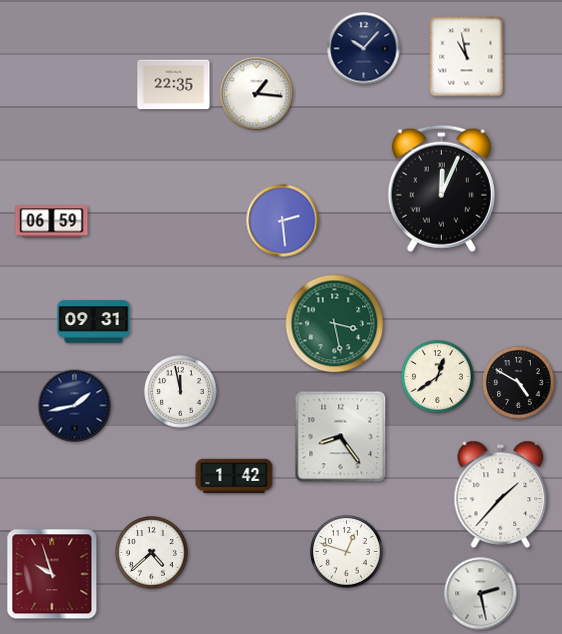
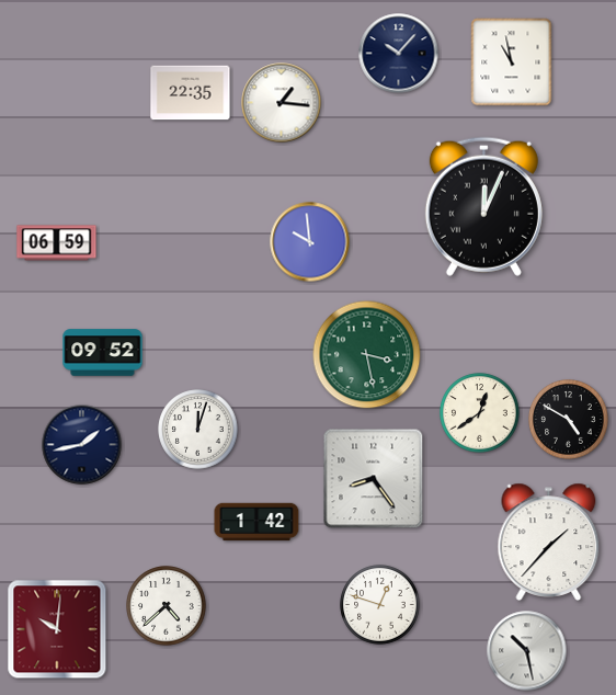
clock at (283, 221): 2:29 -> 9:59
clock at (94, 322): 09:31 -> 09:52
clock at (181, 392): 11:58 -> 12:03
clock at (52, 574): 9:57 -> 10:01
clock at (481, 594): 2:28 -> 10:28
